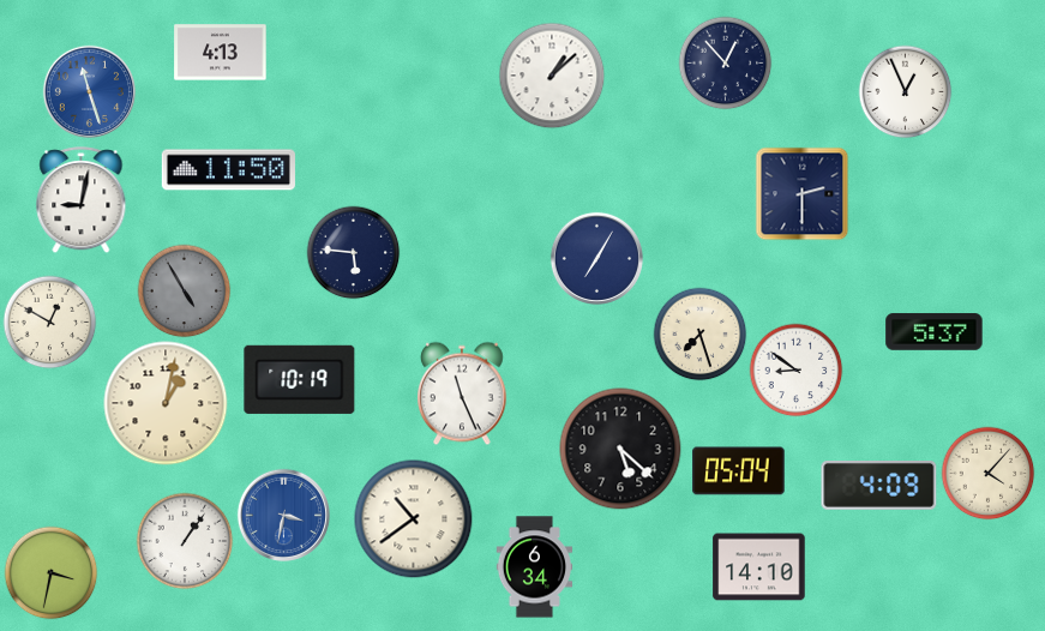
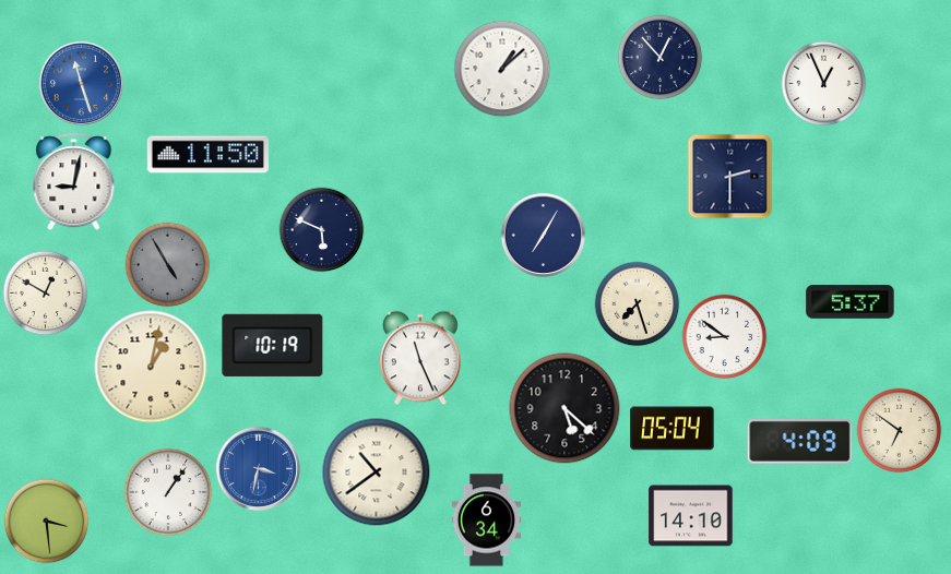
clock at (221, 53): 4:13 -> none
clock at (353, 252): 5:46 -> 5:49
clock at (987, 473): 4:07 -> 6:51
clock at (535, 567) position: (535, 567) -> (487, 521)
clock at (50, 572): 3:32 -> 3:29
